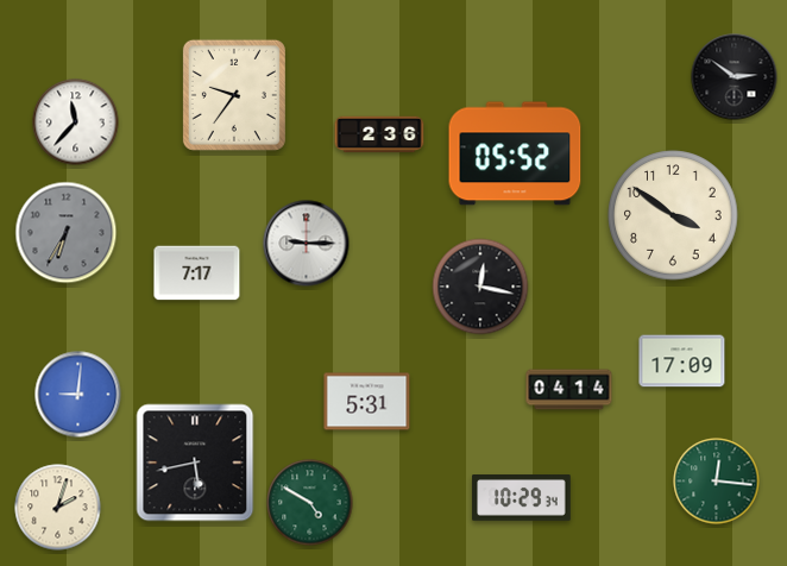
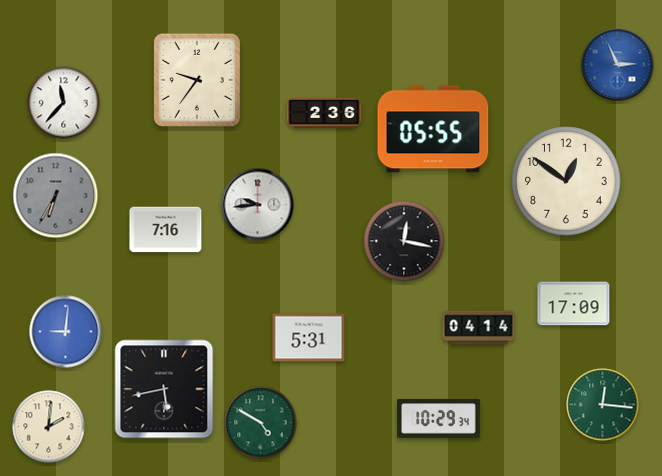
clock at (735, 77): 2:51 -> 2:56
clock at (735, 77) dial: black -> blue
clock at (379, 134) position: (379, 134) -> (324, 113)
clock at (515, 153): 05:52 -> 05:55
clock at (673, 215): 3:51 -> 12:51
clock at (307, 244): 9:15 -> 9:44
clock at (197, 273): 7:17 -> 7:16
clock at (58, 508): 2:03 -> 2:01
